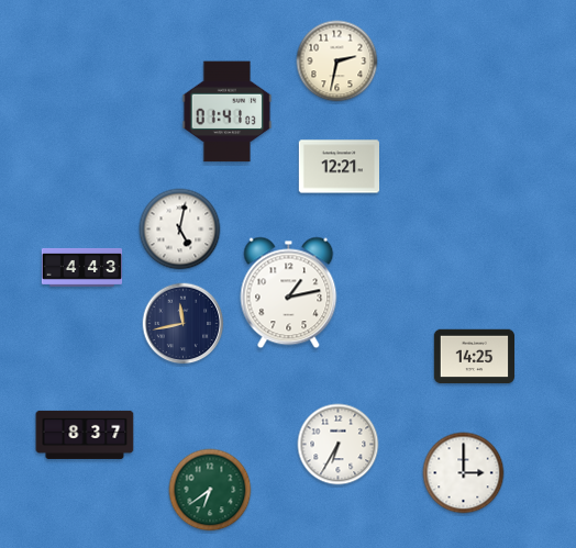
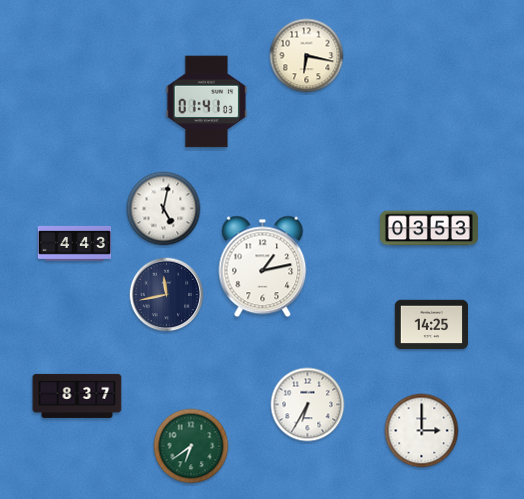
clock at (337, 61): 2:32 -> 6:17
clock at (340, 167): 12:21 -> none
clock at (430, 228): none -> 03:53
